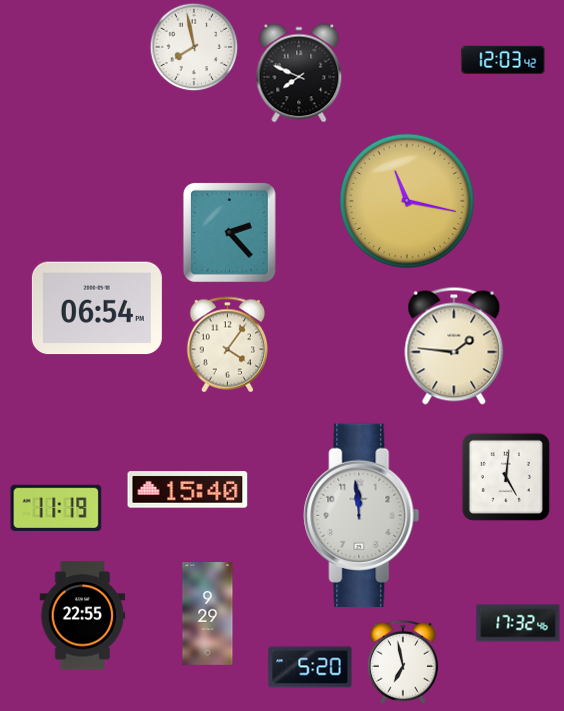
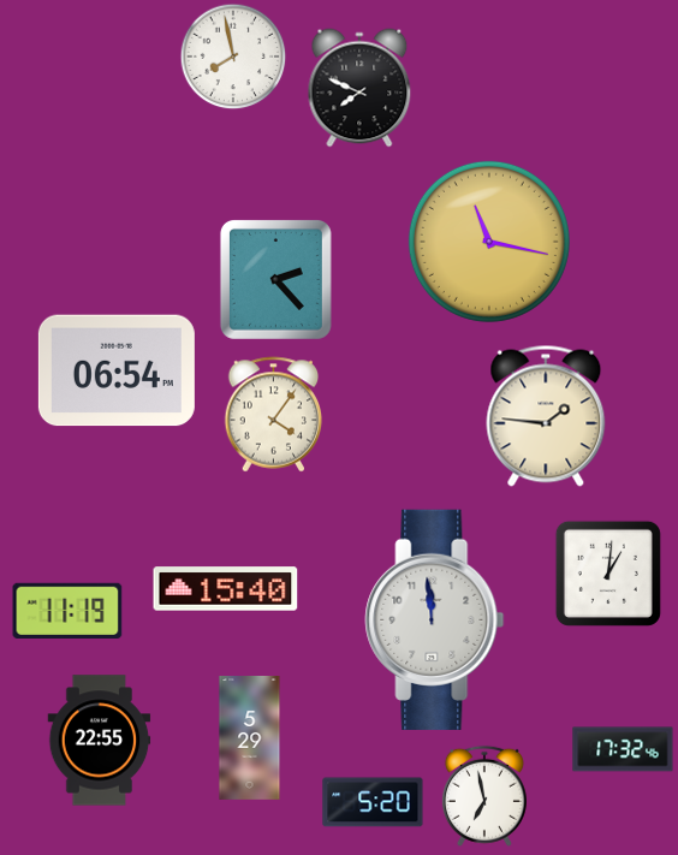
clock at (503, 60): 12:03 -> none
clock at (506, 477): 5:01 -> 1:01
clock at (208, 614): 9:29 -> 5:29
